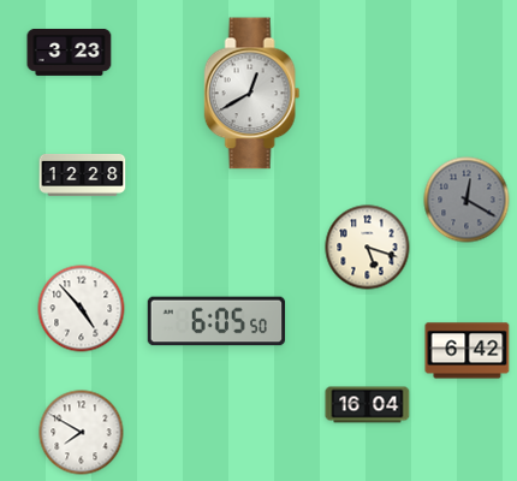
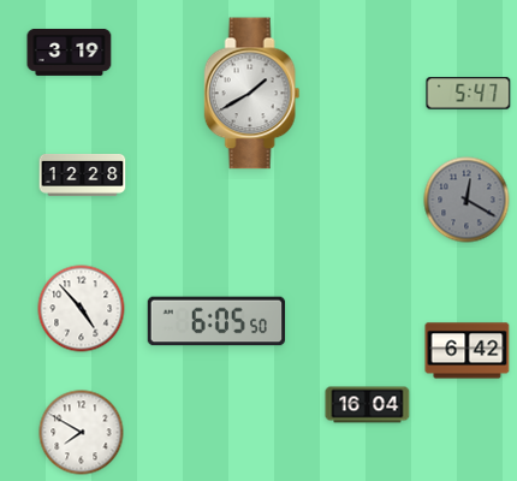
clock at (70, 52): 3:23 -> 3:19
clock at (252, 94): 12:40 -> 1:40
clock at (469, 94): none -> 5:47
clock at (368, 248): 5:18 -> none
